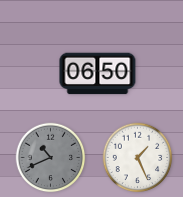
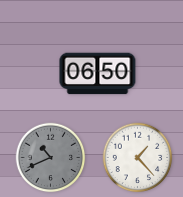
clock at (138, 158): 1:26 -> 1:23
